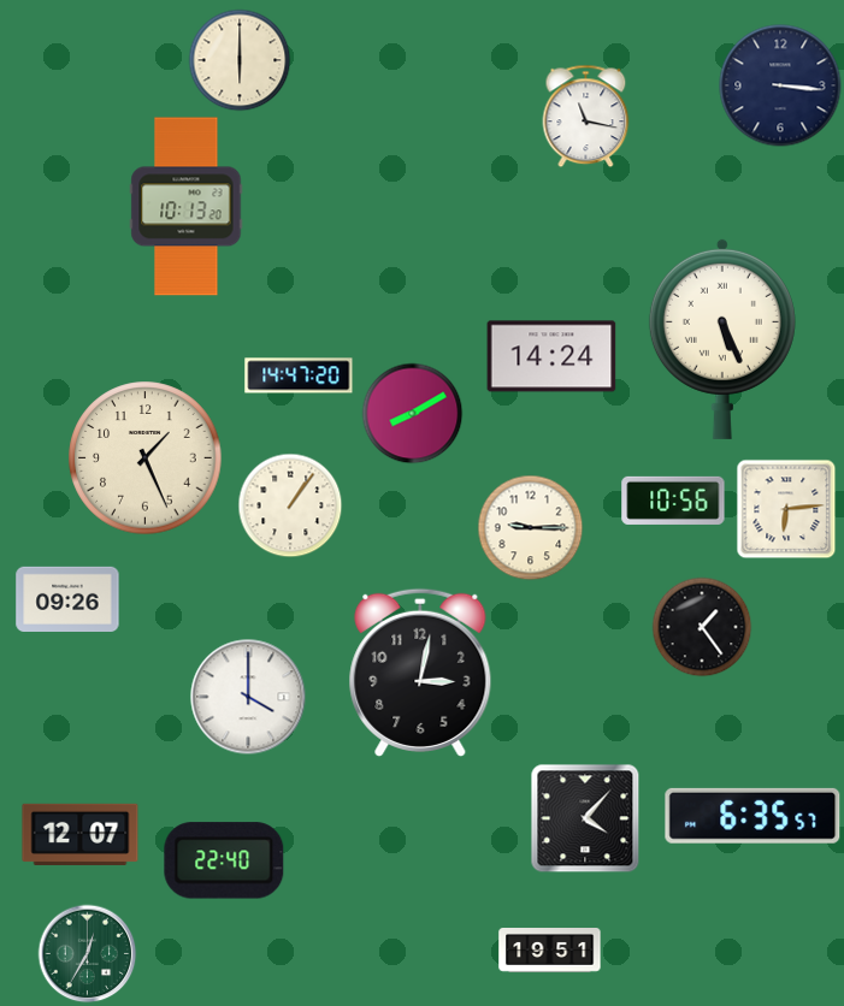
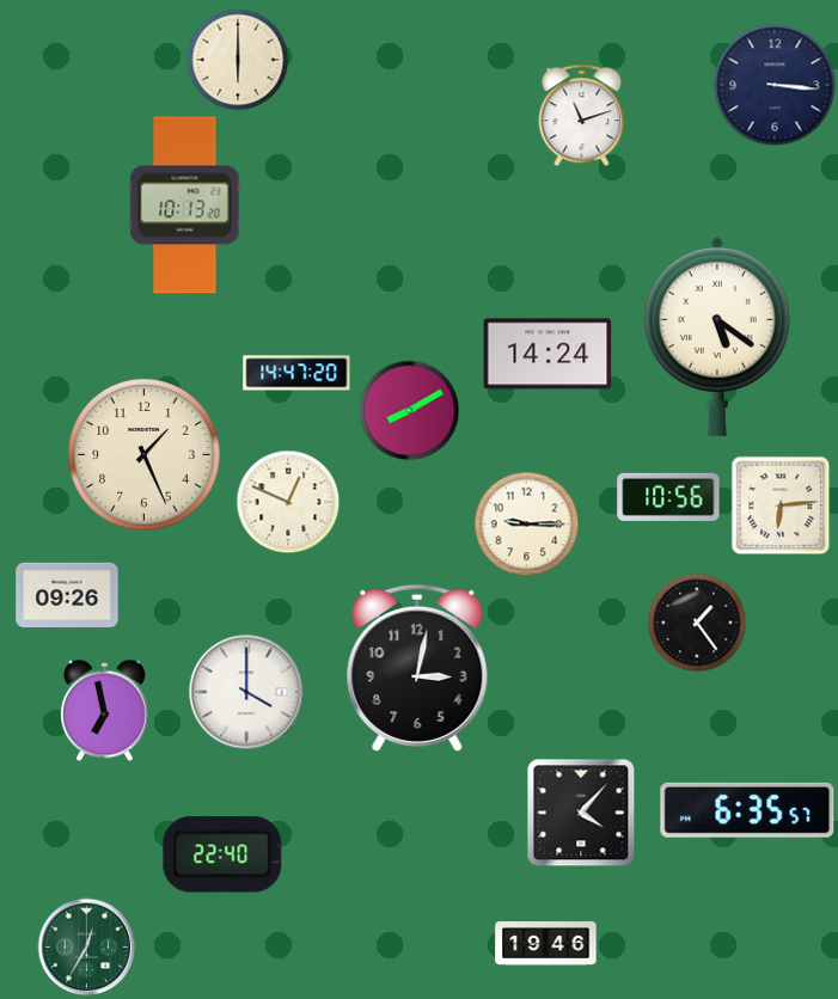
clock at (586, 116): 11:17 -> 11:12
clock at (722, 338): 5:26 -> 5:21
clock at (290, 505): 1:06 -> 12:49
clock at (105, 710): none -> 6:58
clock at (81, 834): 12:07 -> none
clock at (550, 951): 19:51 -> 19:46
